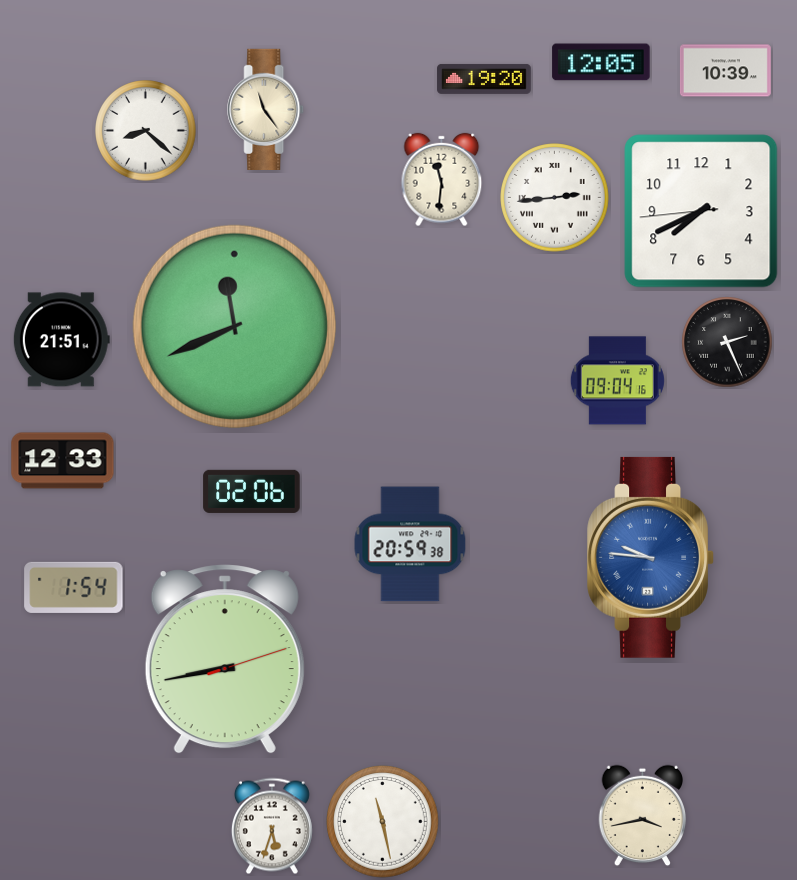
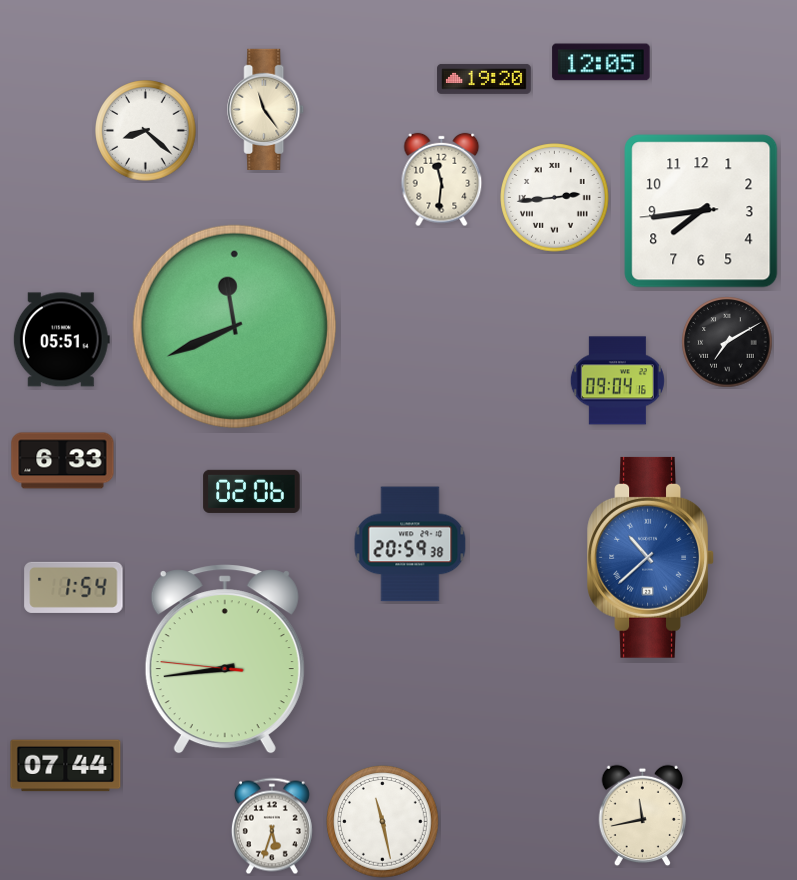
clock at (725, 71): 10:39 -> none
clock at (701, 211): 7:40 -> 7:43
clock at (61, 340): 21:51 -> 05:51
clock at (727, 342): 2:26 -> 7:10
clock at (63, 461): 12:33 -> 6:33
clock at (650, 557): 9:46 -> 10:38
clock at (225, 659): 8:43:12 -> 8:43:46
clock at (66, 766): none -> 07:44
clock at (643, 816): 3:43 -> 11:43
